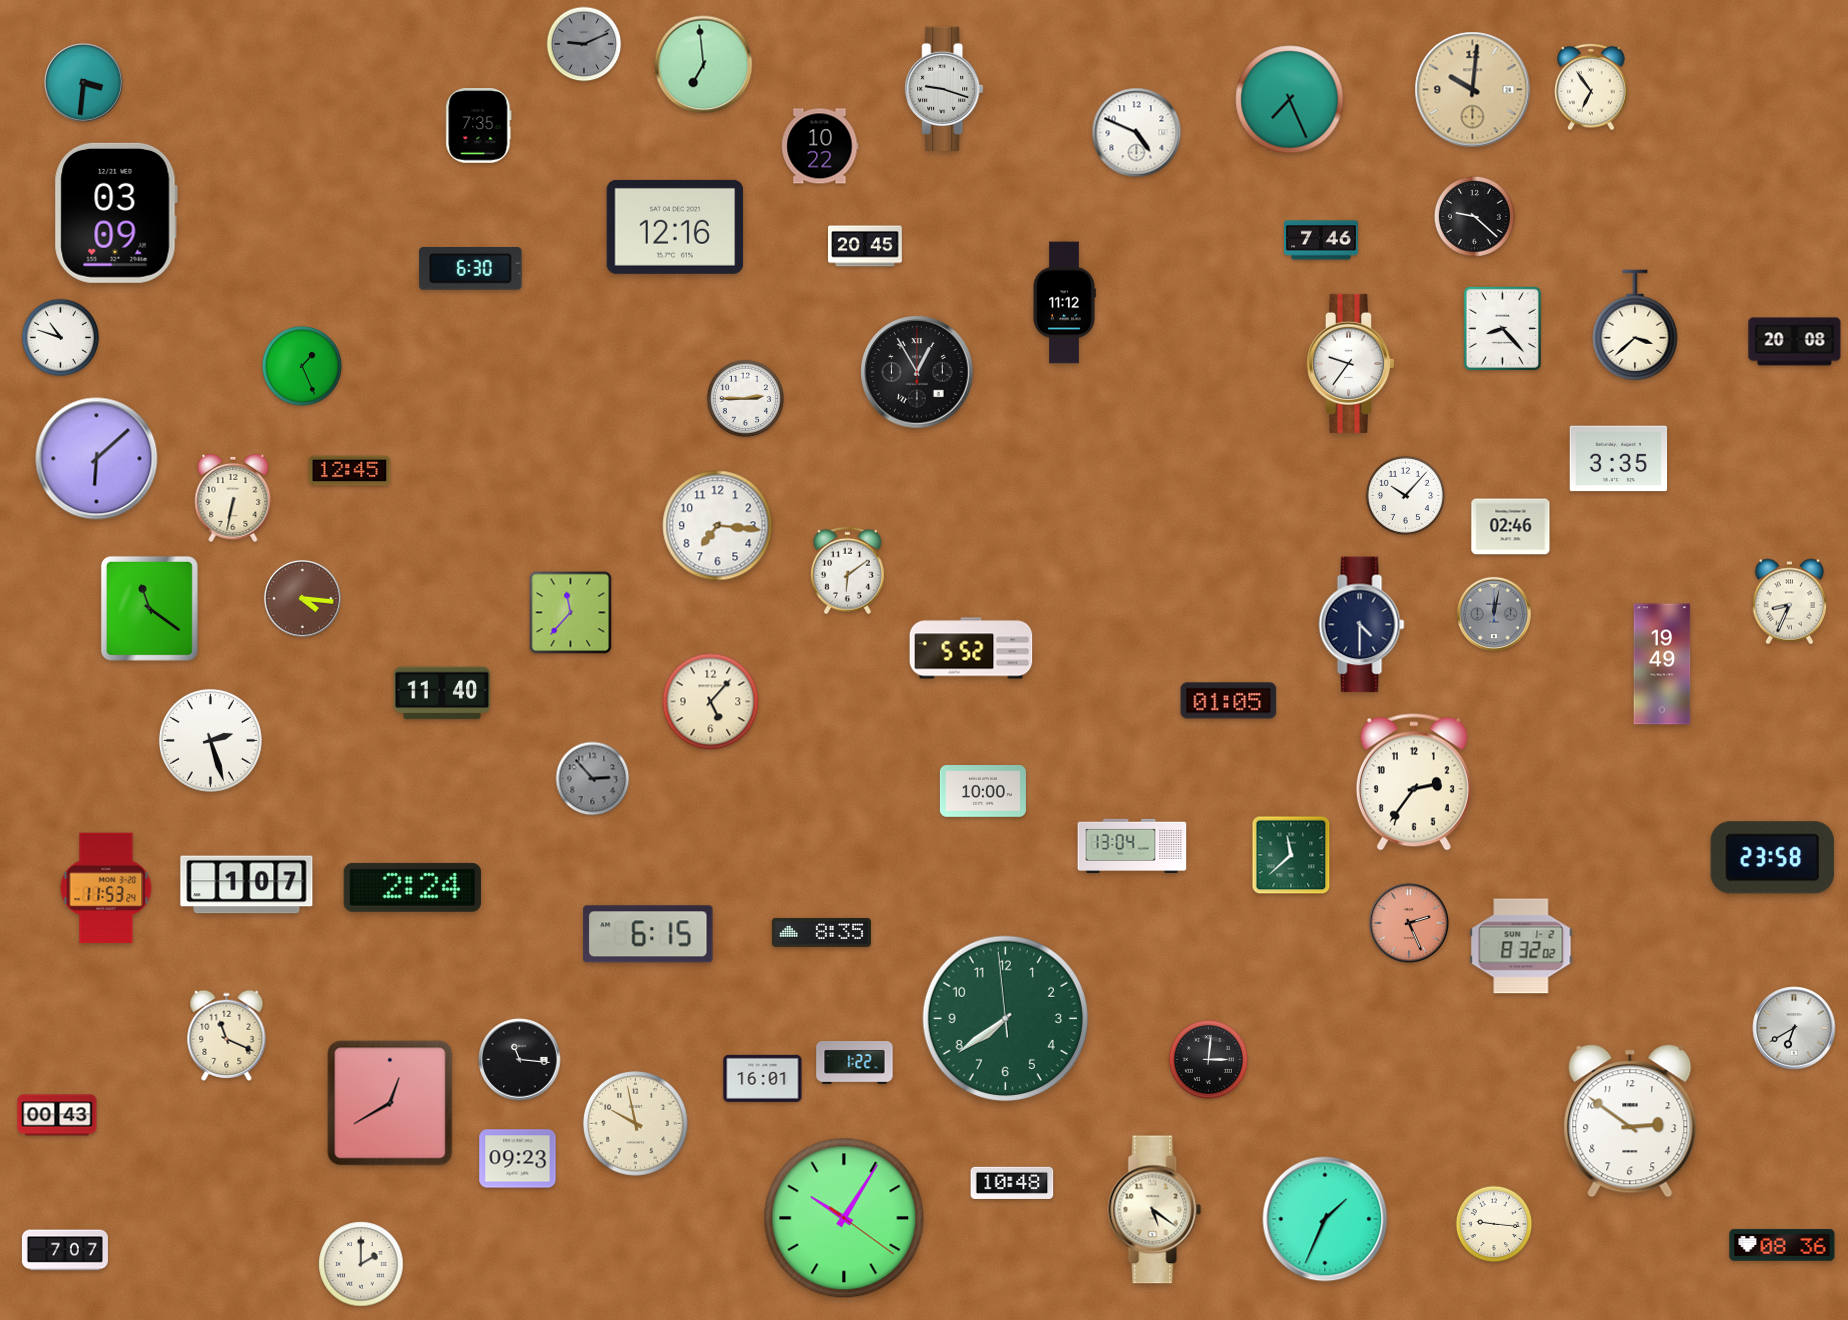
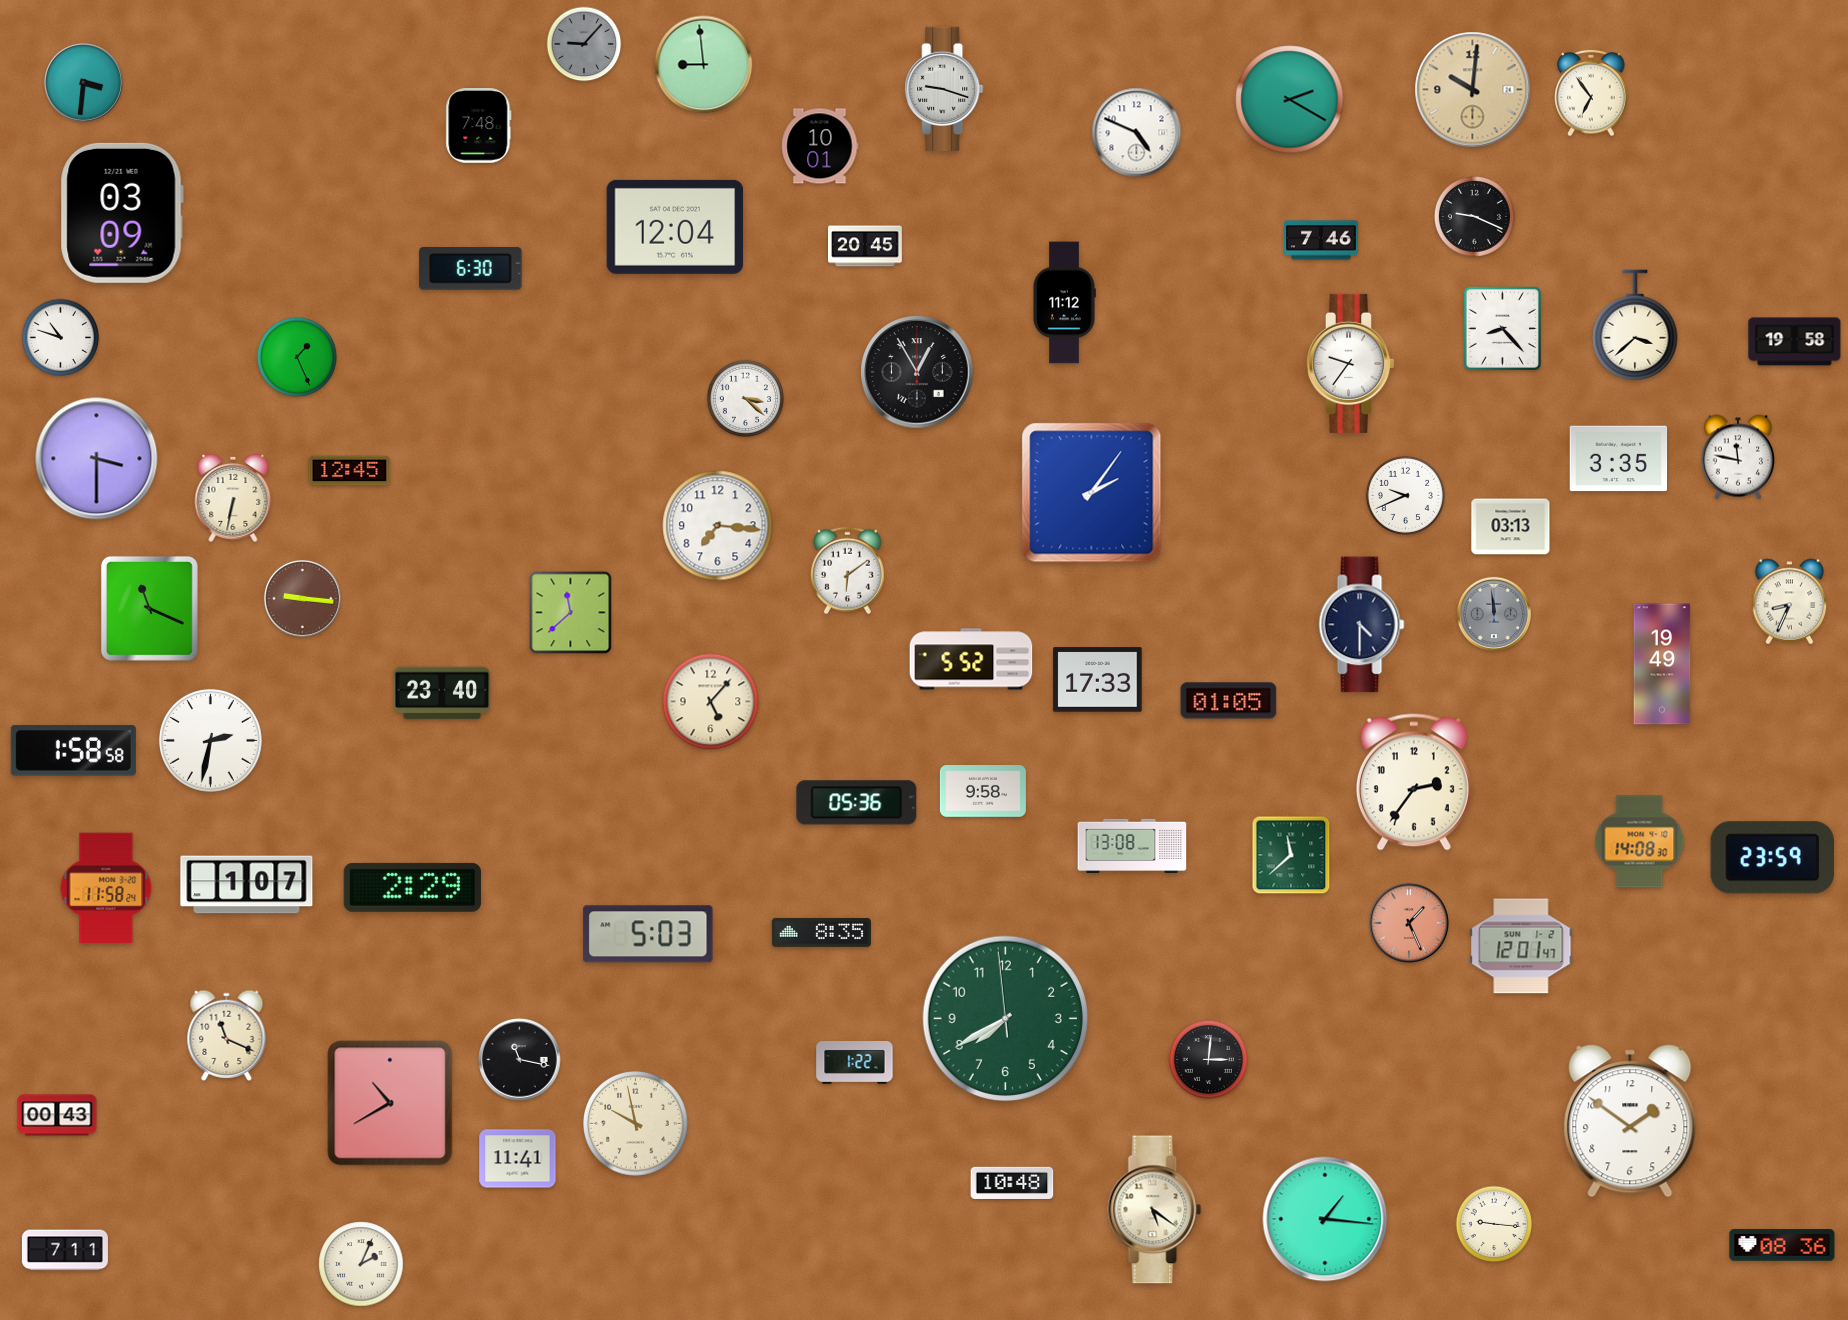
clock at (584, 44): 9:11 -> 9:07
clock at (704, 65): 6:59 -> 8:59
clock at (1591, 87) position: (1591, 87) -> (1591, 93)
clock at (1290, 100): 7:26 -> 2:20
clock at (479, 126): 7:35 -> 7:48
clock at (820, 146): 10:22 -> 10:01
clock at (116, 213) position: (116, 213) -> (122, 213)
clock at (1474, 216): 9:22 -> 9:19
clock at (675, 227): 12:16 -> 12:04
clock at (1795, 342): 20:08 -> 19:58
clock at (302, 366) position: (302, 366) -> (297, 357)
clock at (746, 399): 2:45 -> 3:22
clock at (1738, 457): none -> 11:47
clock at (97, 459): 6:08 -> 3:30
clock at (1092, 493): none -> 2:06
clock at (1405, 495): 10:07 -> 9:41
clock at (1511, 527): 02:46 -> 03:13
clock at (302, 598): 4:16 -> 9:16
clock at (149, 608): 11:21 -> 11:19
clock at (571, 613): 11:37 -> 11:38
clock at (1494, 614): 12:02 -> 11:59
clock at (971, 648) position: (971, 648) -> (971, 659)
clock at (1098, 680): none -> 17:33
clock at (442, 693): 11:40 -> 23:40
clock at (210, 740): 2:27 -> 2:32
clock at (73, 751): none -> 1:58
clock at (593, 779): 2:53 -> none
clock at (983, 792): 10:00 -> 9:58
clock at (857, 803): none -> 05:36
clock at (1640, 842): none -> 14:08
clock at (1132, 845): 13:04 -> 13:08
clock at (1772, 858): 23:58 -> 23:59
clock at (412, 887): 2:24 -> 2:29
clock at (106, 888): 11:53 -> 11:58
clock at (1409, 923): 2:26 -> 1:26
clock at (648, 934): 6:15 -> 5:03
clock at (1521, 946): 8:32 -> 12:01
clock at (1005, 1018): 7:38 -> 7:39
clock at (1794, 1028): 6:40 -> none
clock at (520, 1060): 11:16 -> 11:17
clock at (763, 1078): 16:01 -> none
clock at (390, 1103): 12:40 -> 10:40
clock at (1630, 1121): 2:51 -> 1:51
clock at (518, 1159): 09:23 -> 11:41
clock at (844, 1218): 10:05 -> none
clock at (1325, 1219): 1:34 -> 1:16
clock at (65, 1250): 7:07 -> 7:11
clock at (361, 1264): 2:00 -> 2:04
